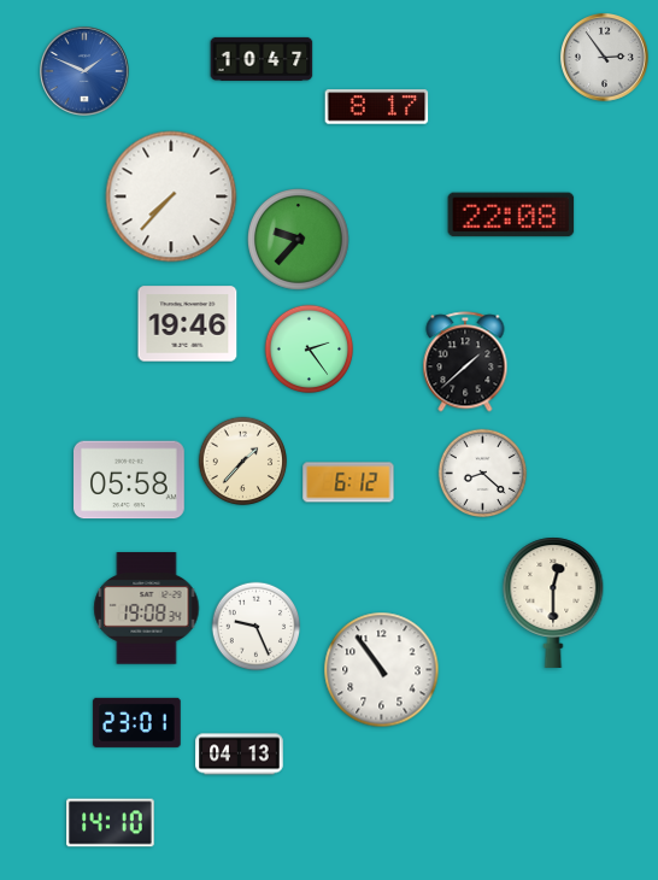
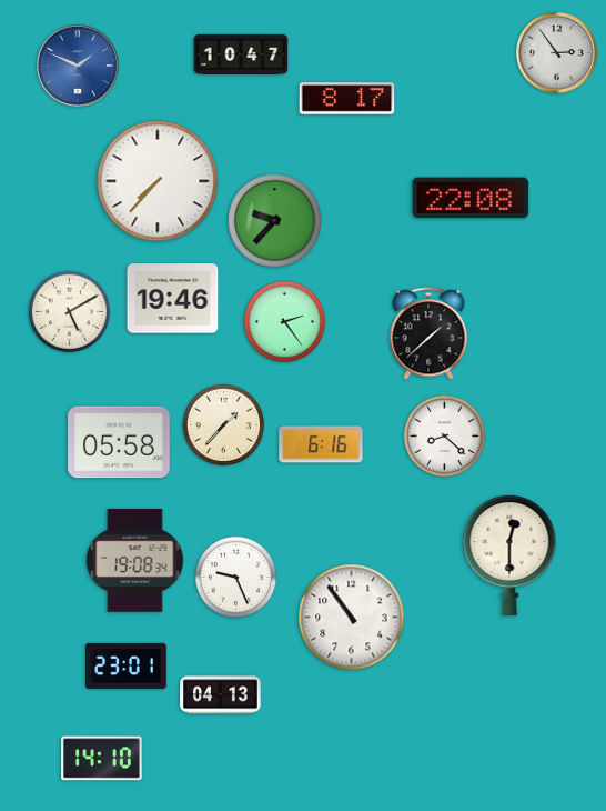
clock at (70, 312): none -> 5:10
clock at (348, 482): 6:12 -> 6:16
